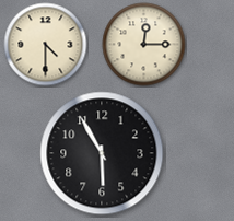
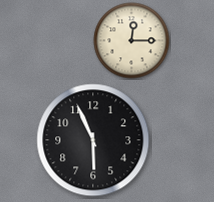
clock at (46, 45): 4:30 -> none
clock at (102, 153): 5:55 -> 5:56
